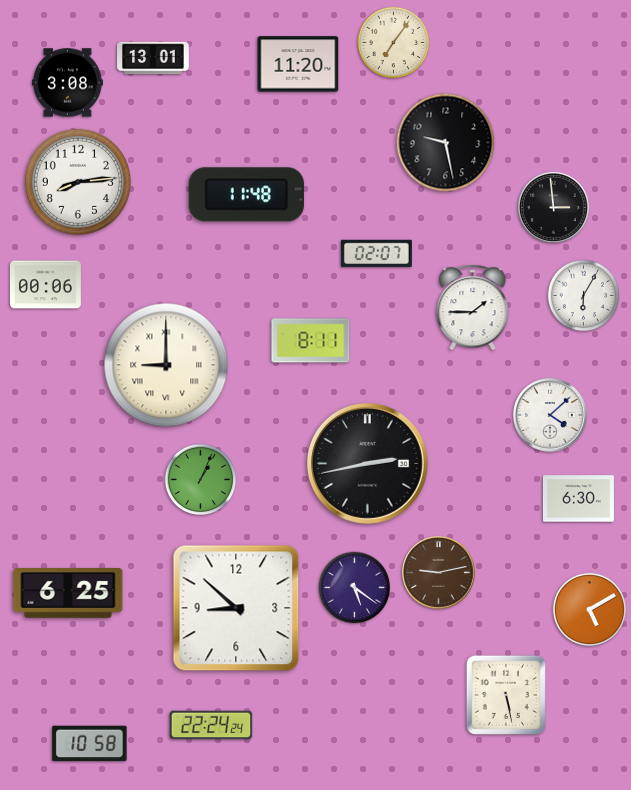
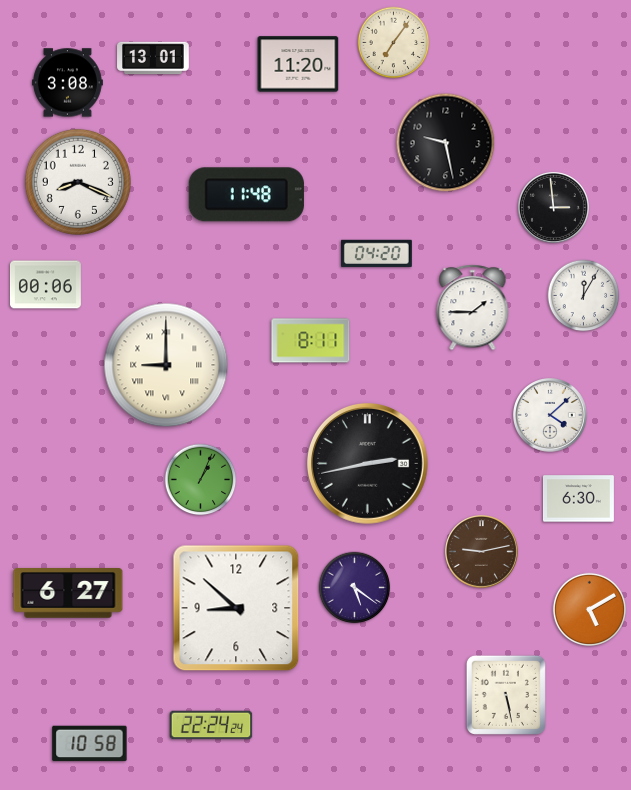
clock at (78, 182): 8:14 -> 8:19
clock at (376, 253): 02:07 -> 04:20
clock at (584, 296): 6:05 -> 12:05
clock at (439, 573) position: (439, 573) -> (482, 552)
clock at (68, 593): 6:25 -> 6:27
